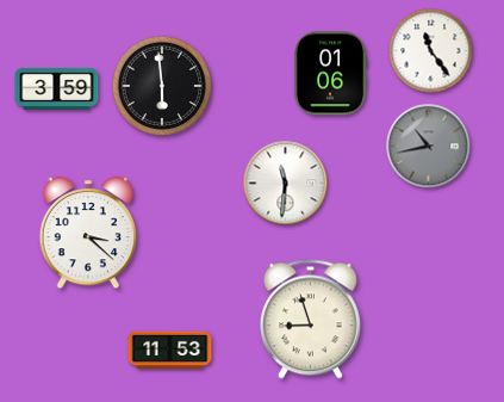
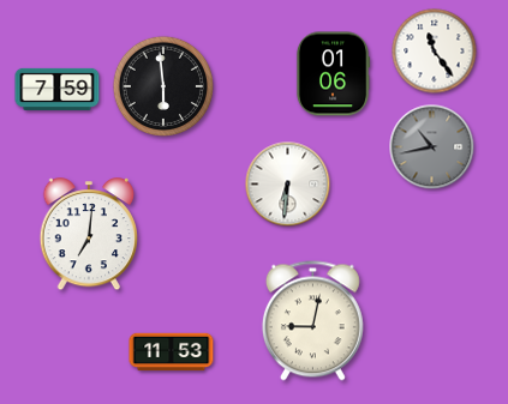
clock at (57, 88): 3:59 -> 7:59
clock at (286, 184): 11:31 -> 6:31
clock at (87, 234): 3:22 -> 7:01
clock at (310, 320): 8:57 -> 9:02
